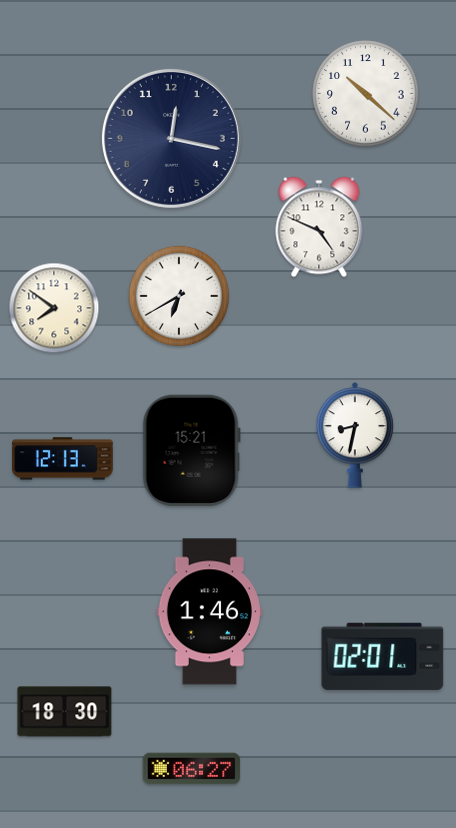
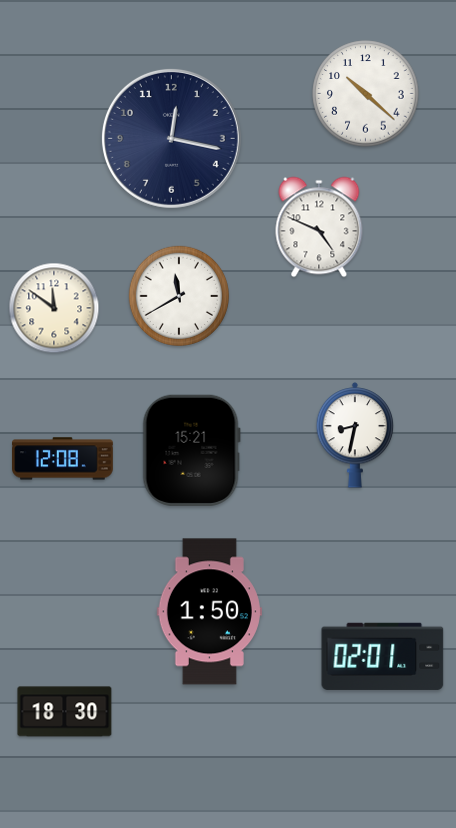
clock at (179, 296): 6:40 -> 11:40
clock at (54, 308): 7:51 -> 11:51
clock at (63, 459): 12:13 -> 12:08
clock at (209, 612): 1:46 -> 1:50
clock at (192, 769): 06:27 -> none
